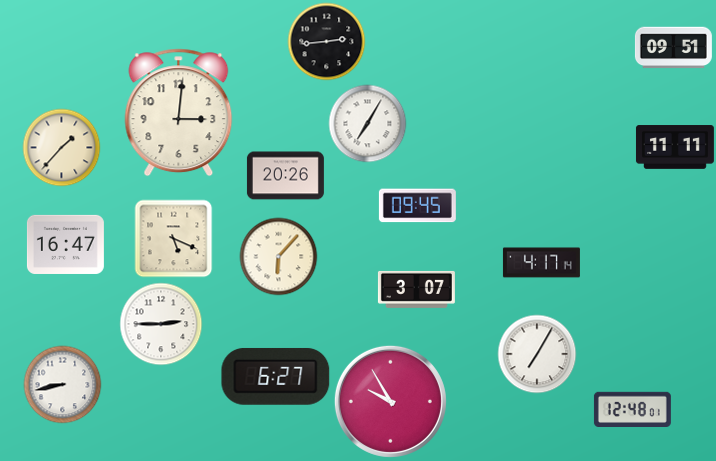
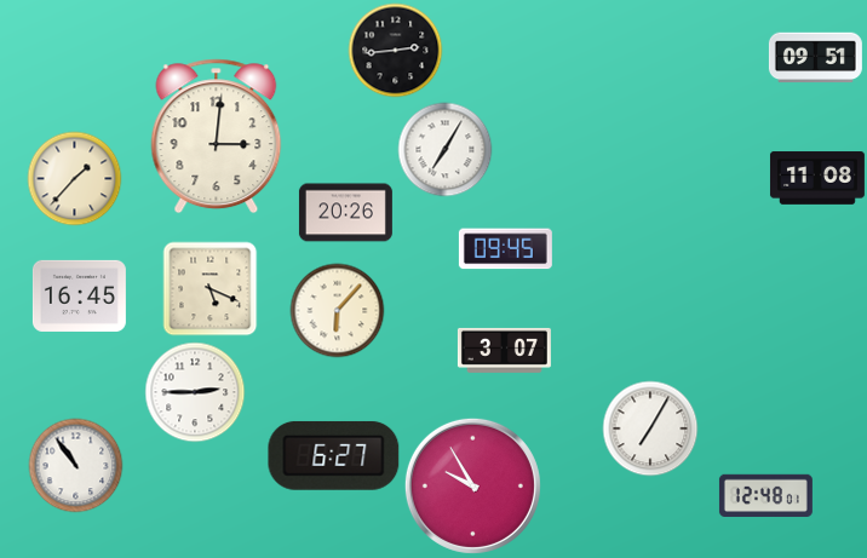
clock at (675, 147): 11:11 -> 11:08
clock at (65, 244): 16:47 -> 16:45
clock at (541, 263): 4:17 -> none
clock at (62, 384): 8:43 -> 10:54
